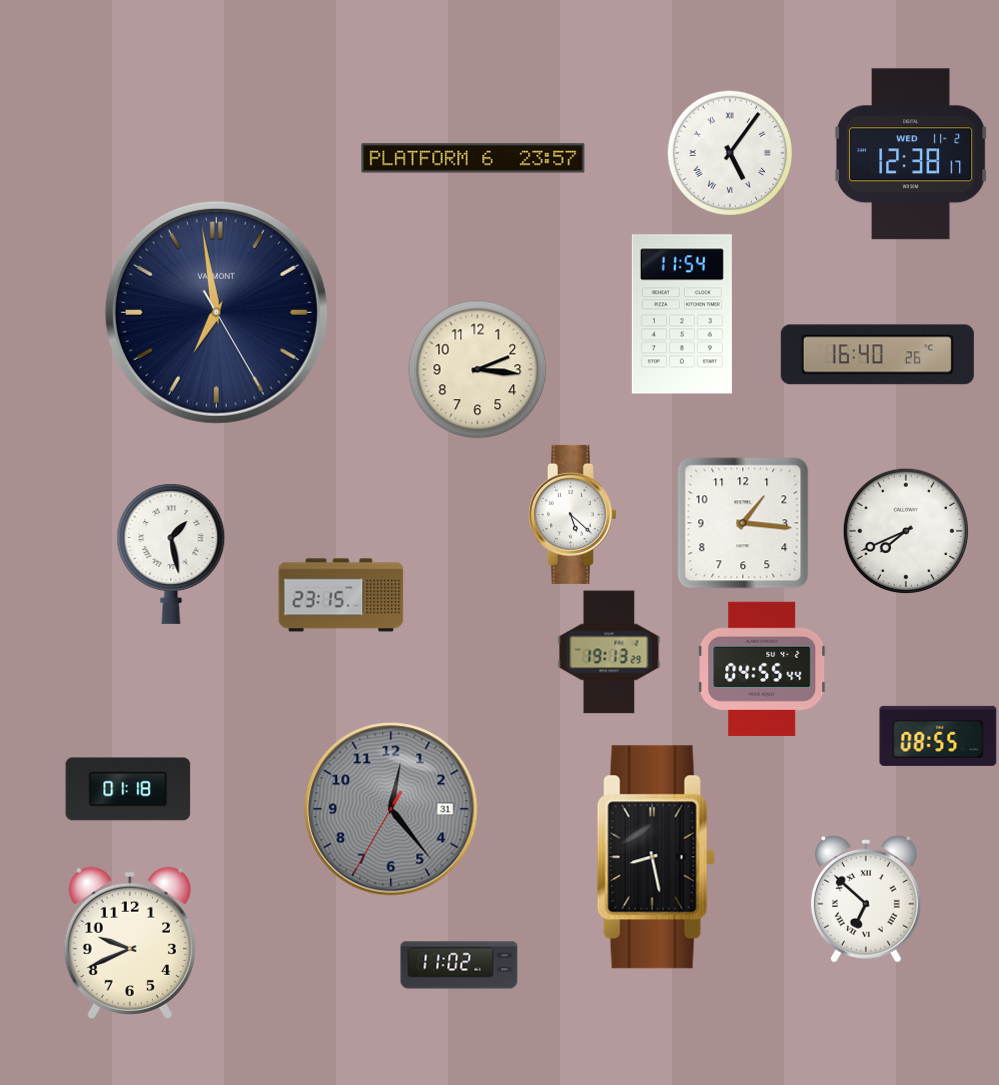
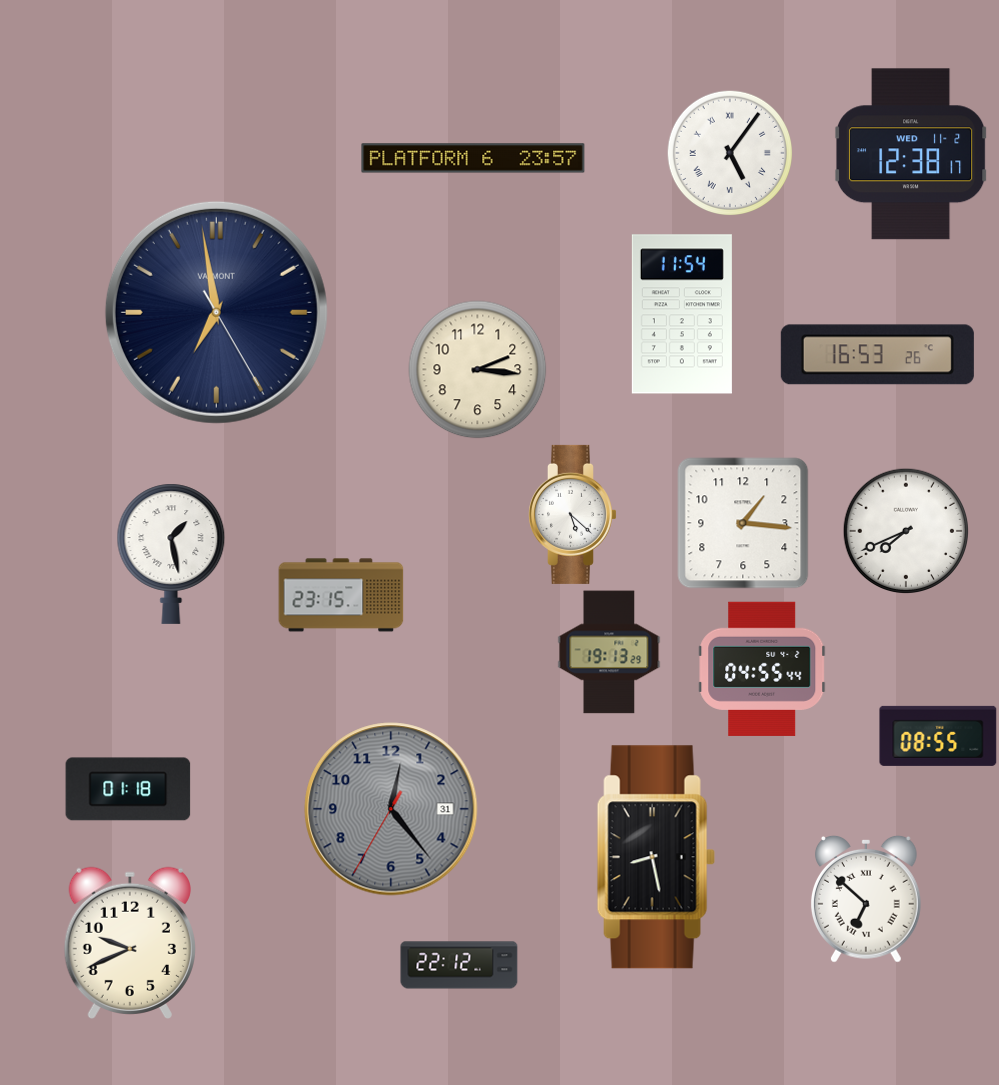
clock at (877, 355): 16:40 -> 16:53
clock at (459, 965): 11:02 -> 22:12
